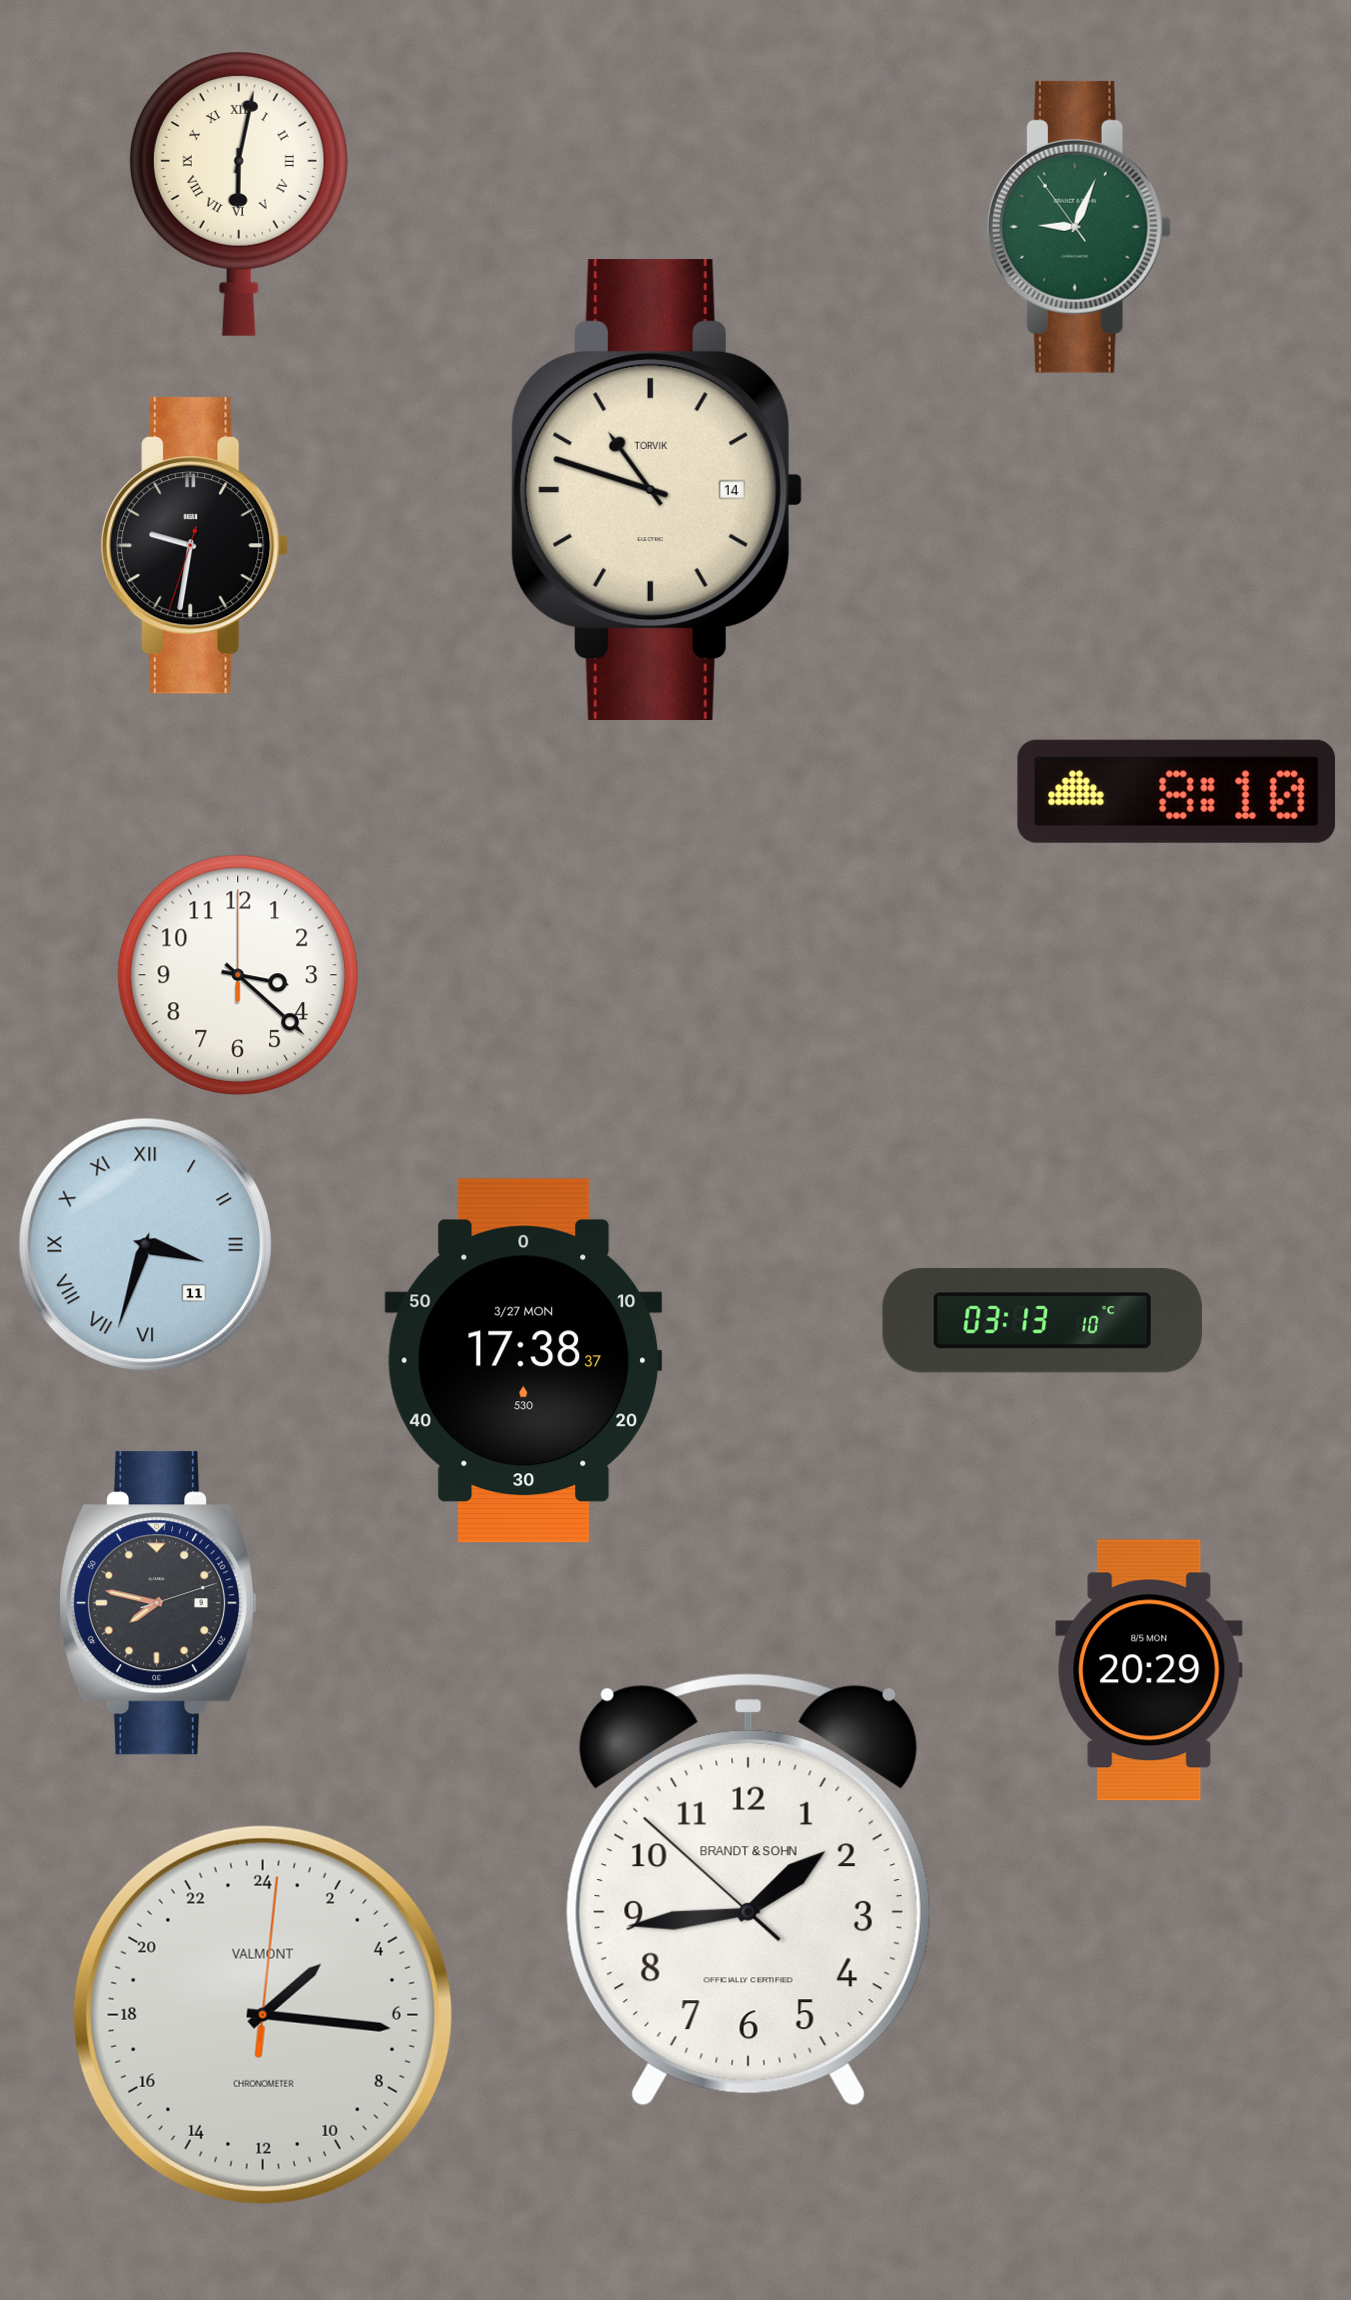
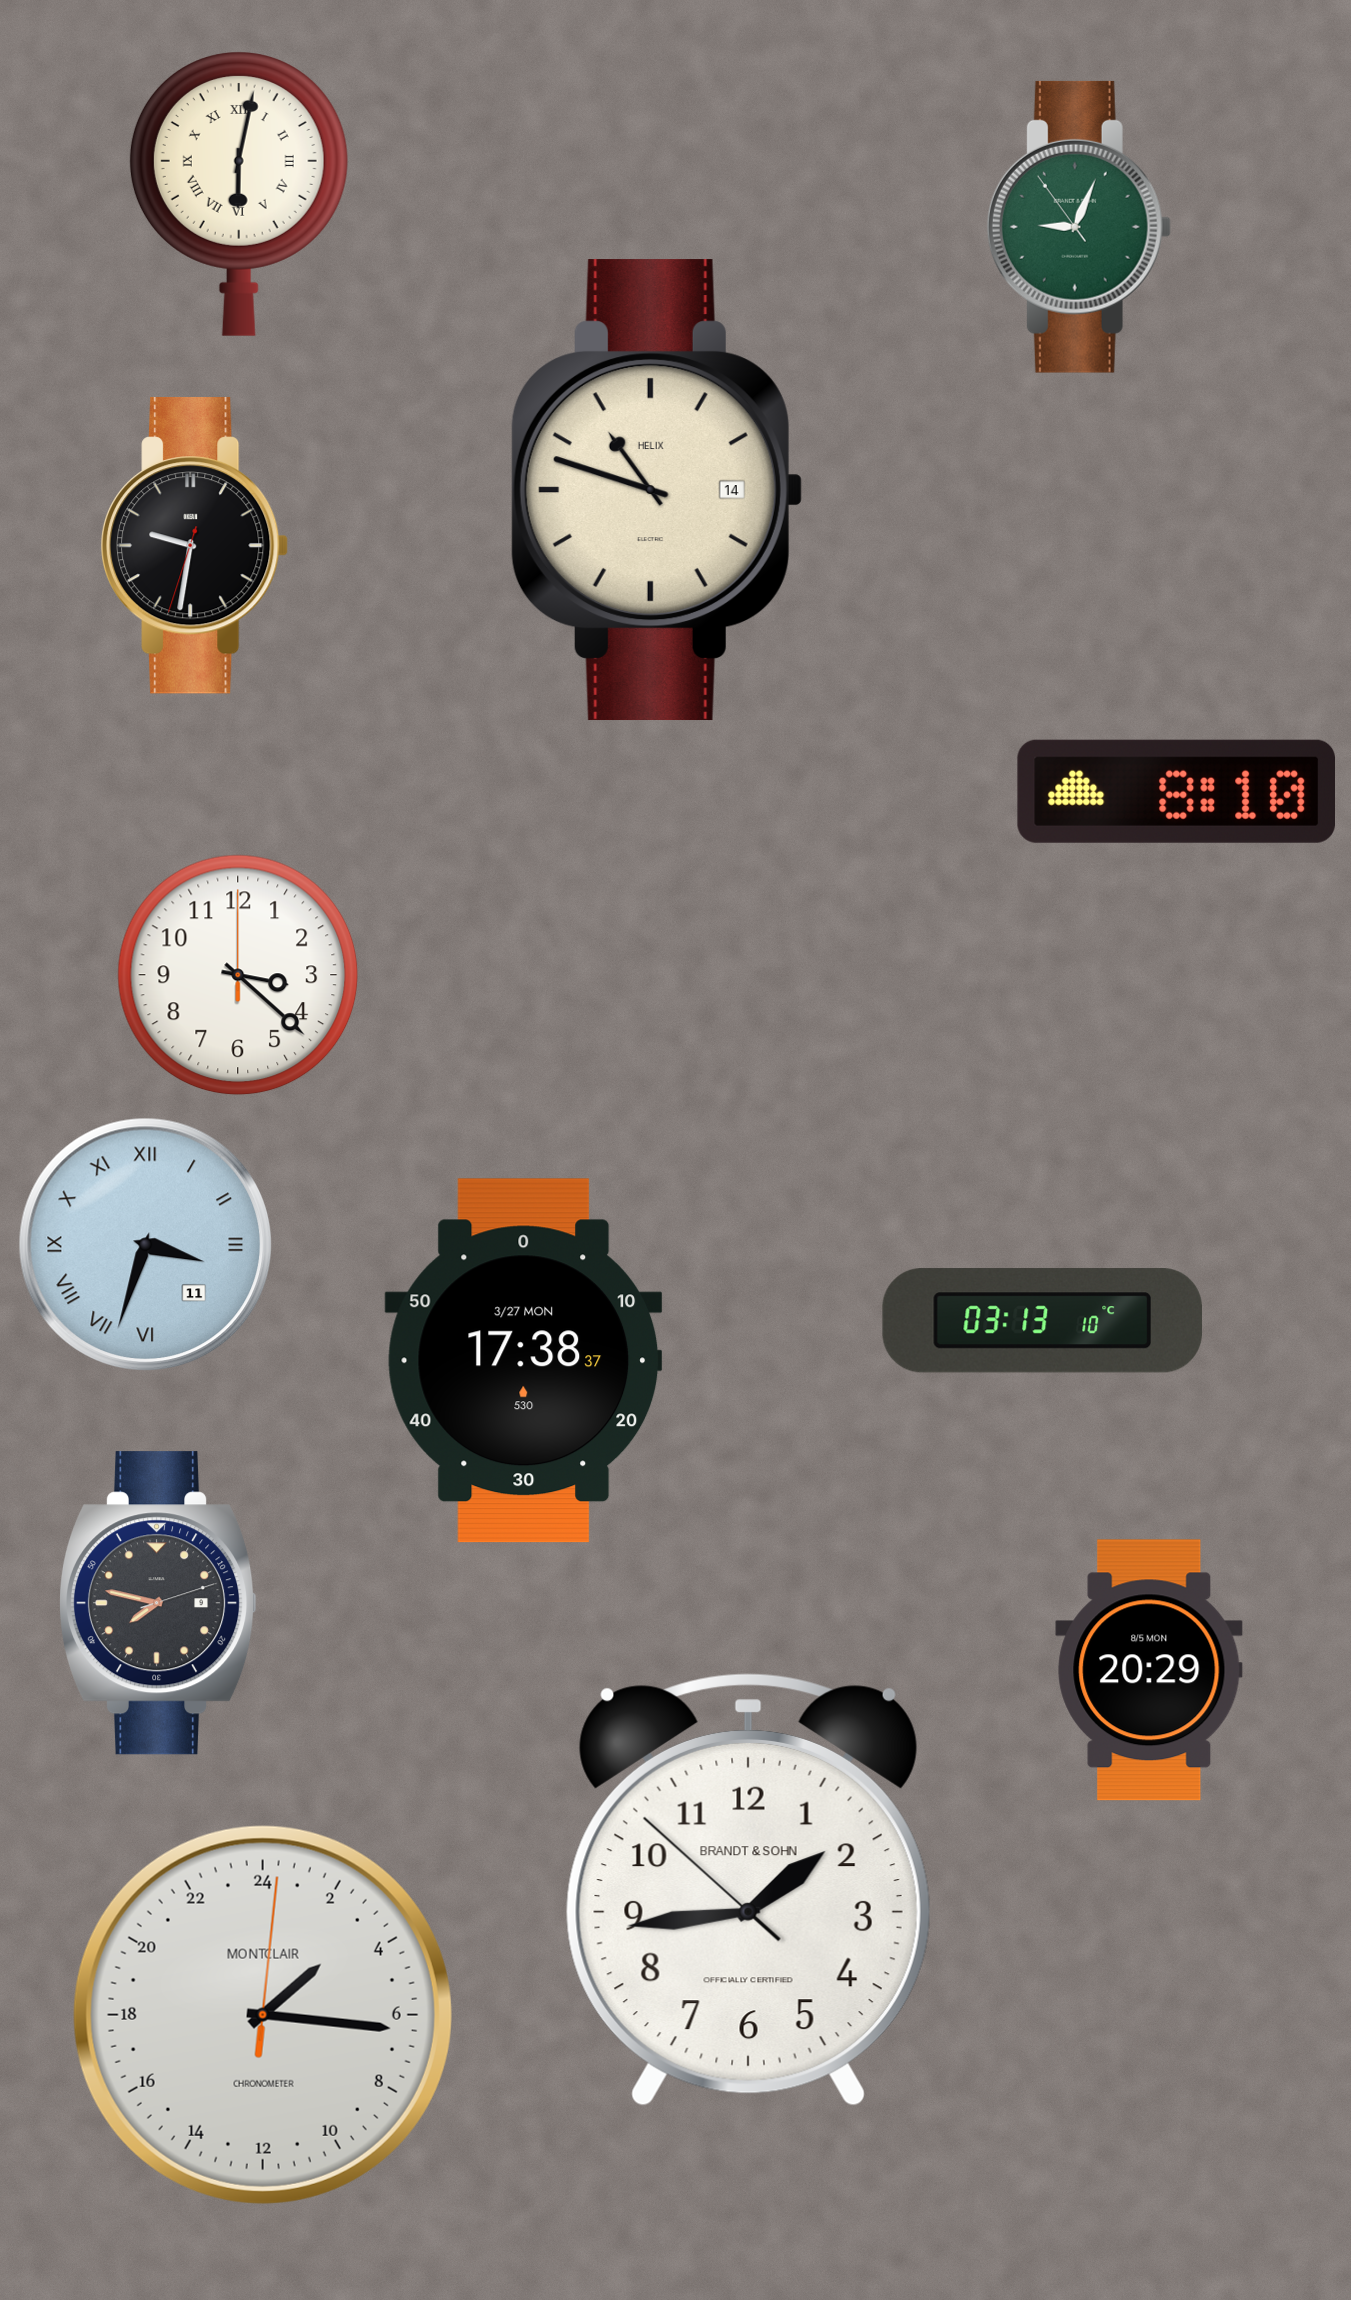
clock at (656, 490) brand: TORVIK -> HELIX
clock at (263, 2015) brand: VALMONT -> MONTCLAIR
